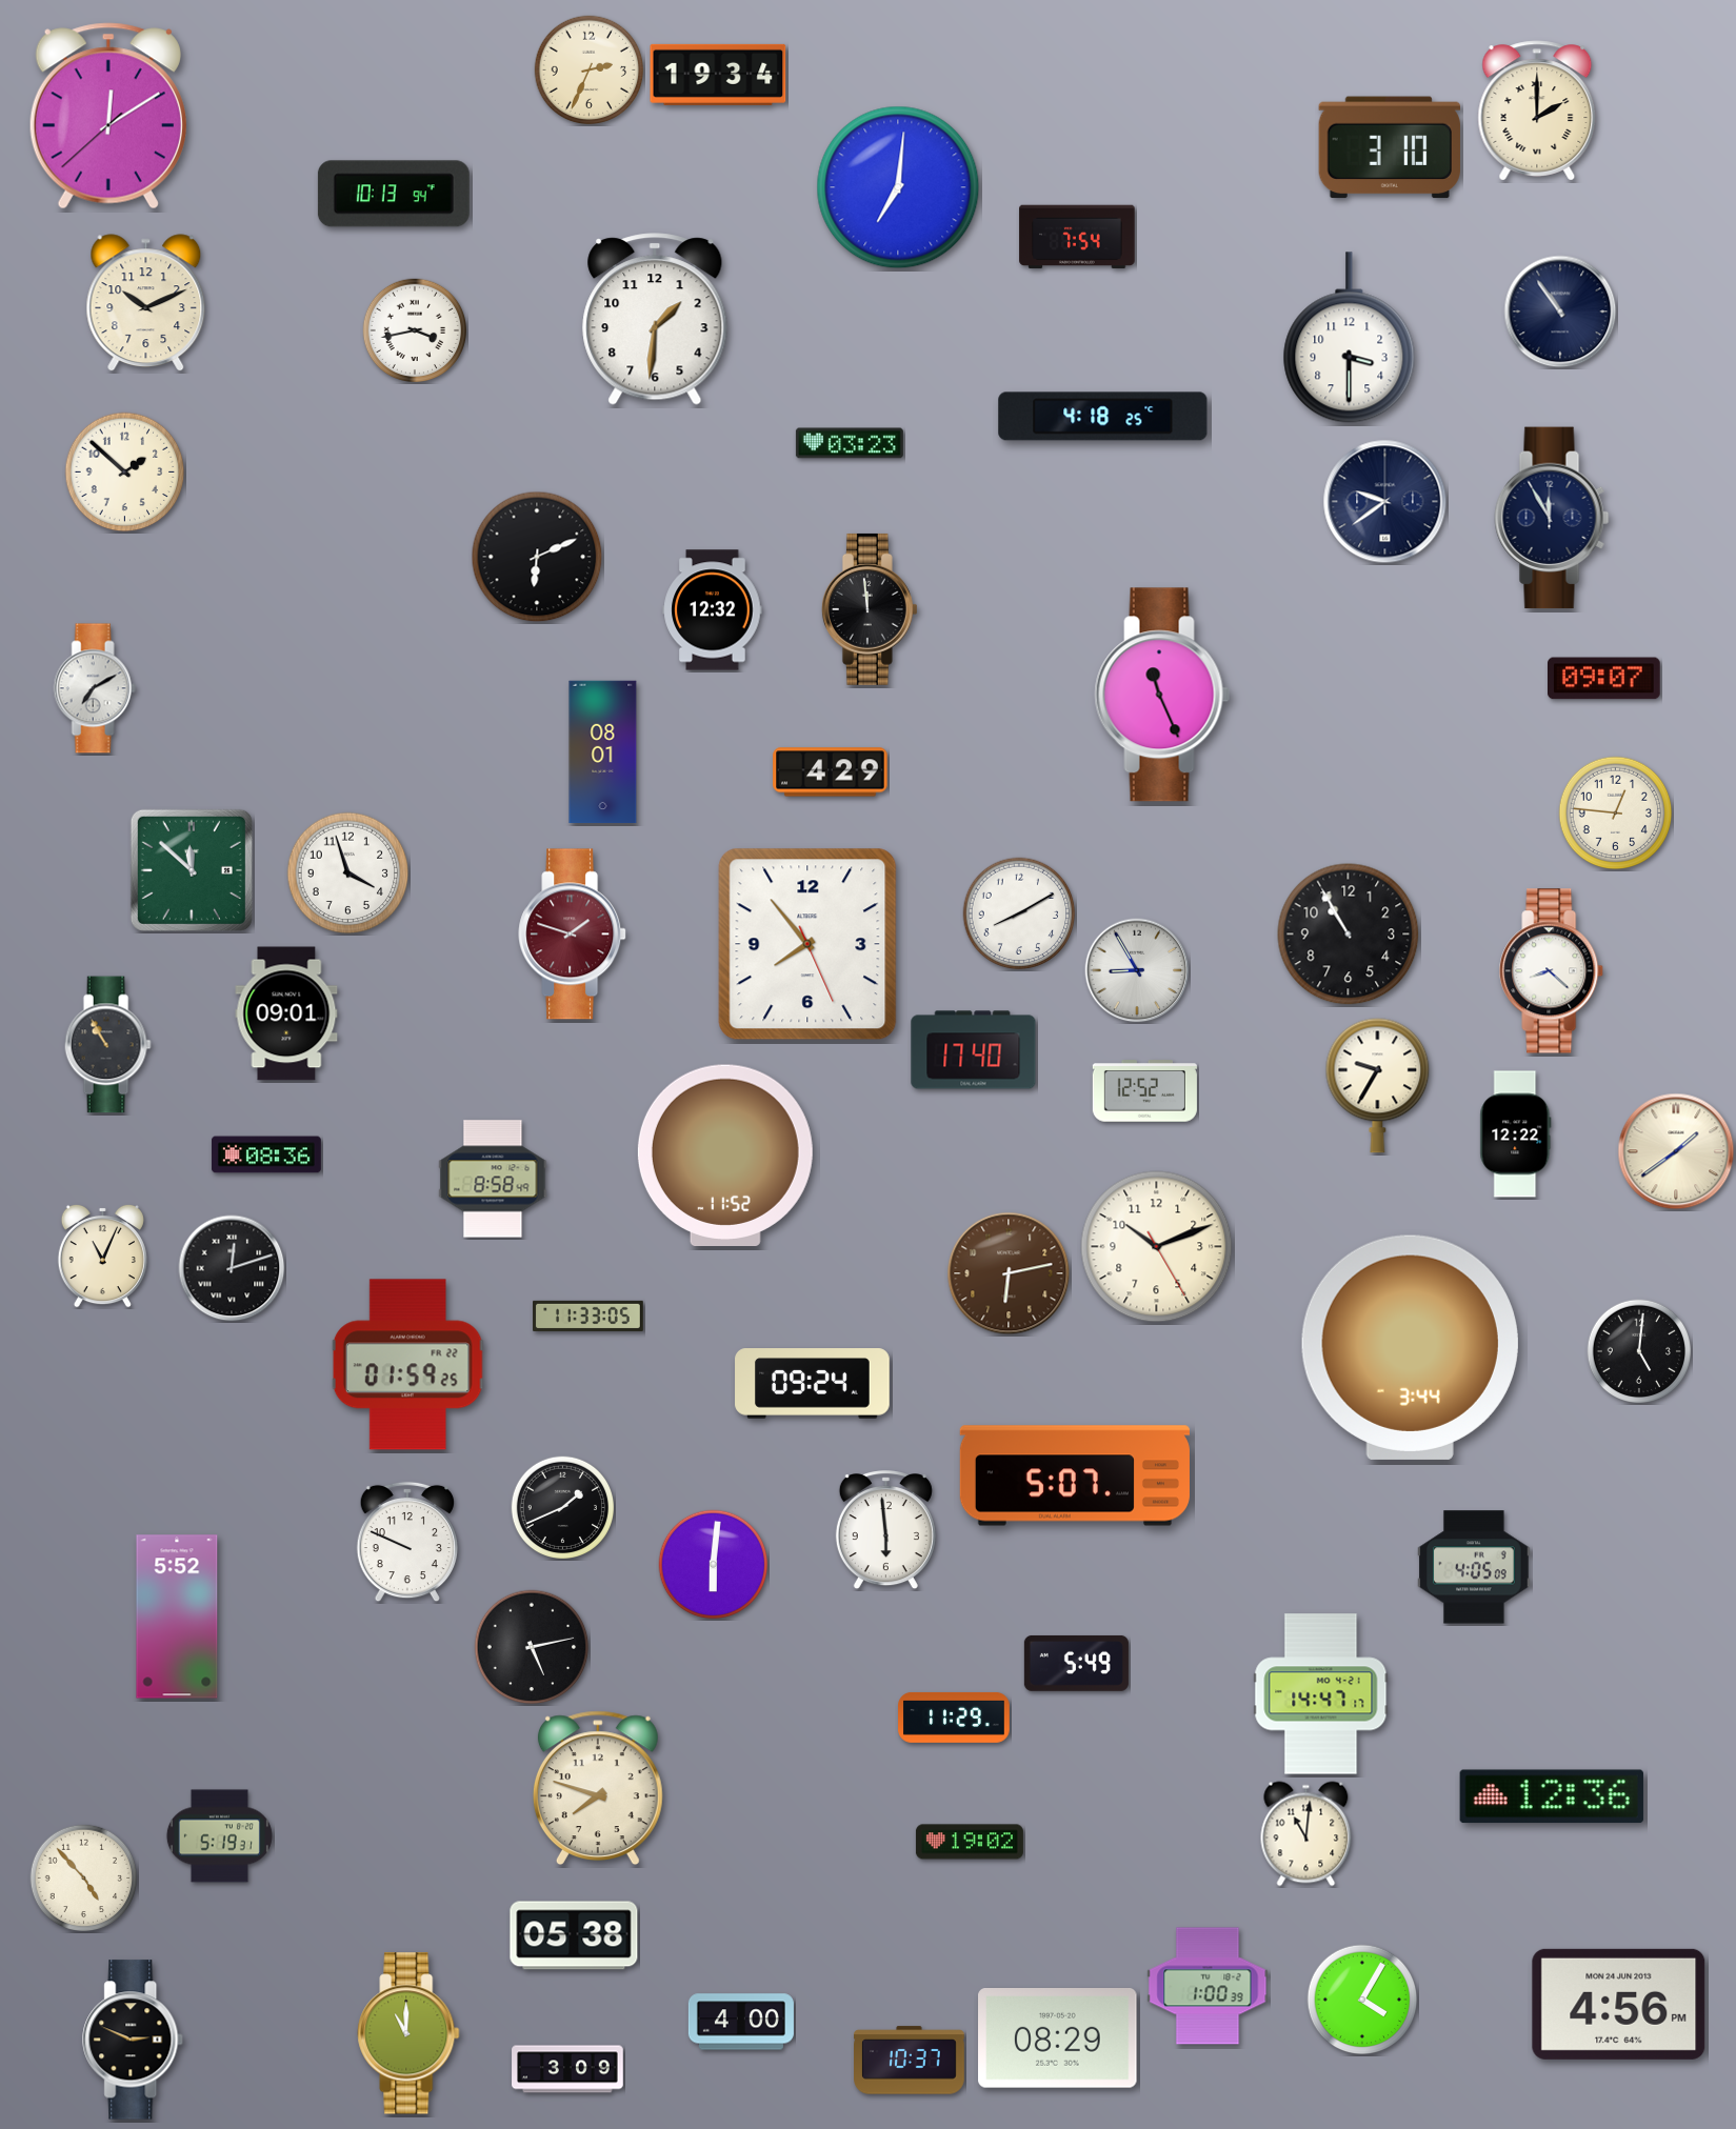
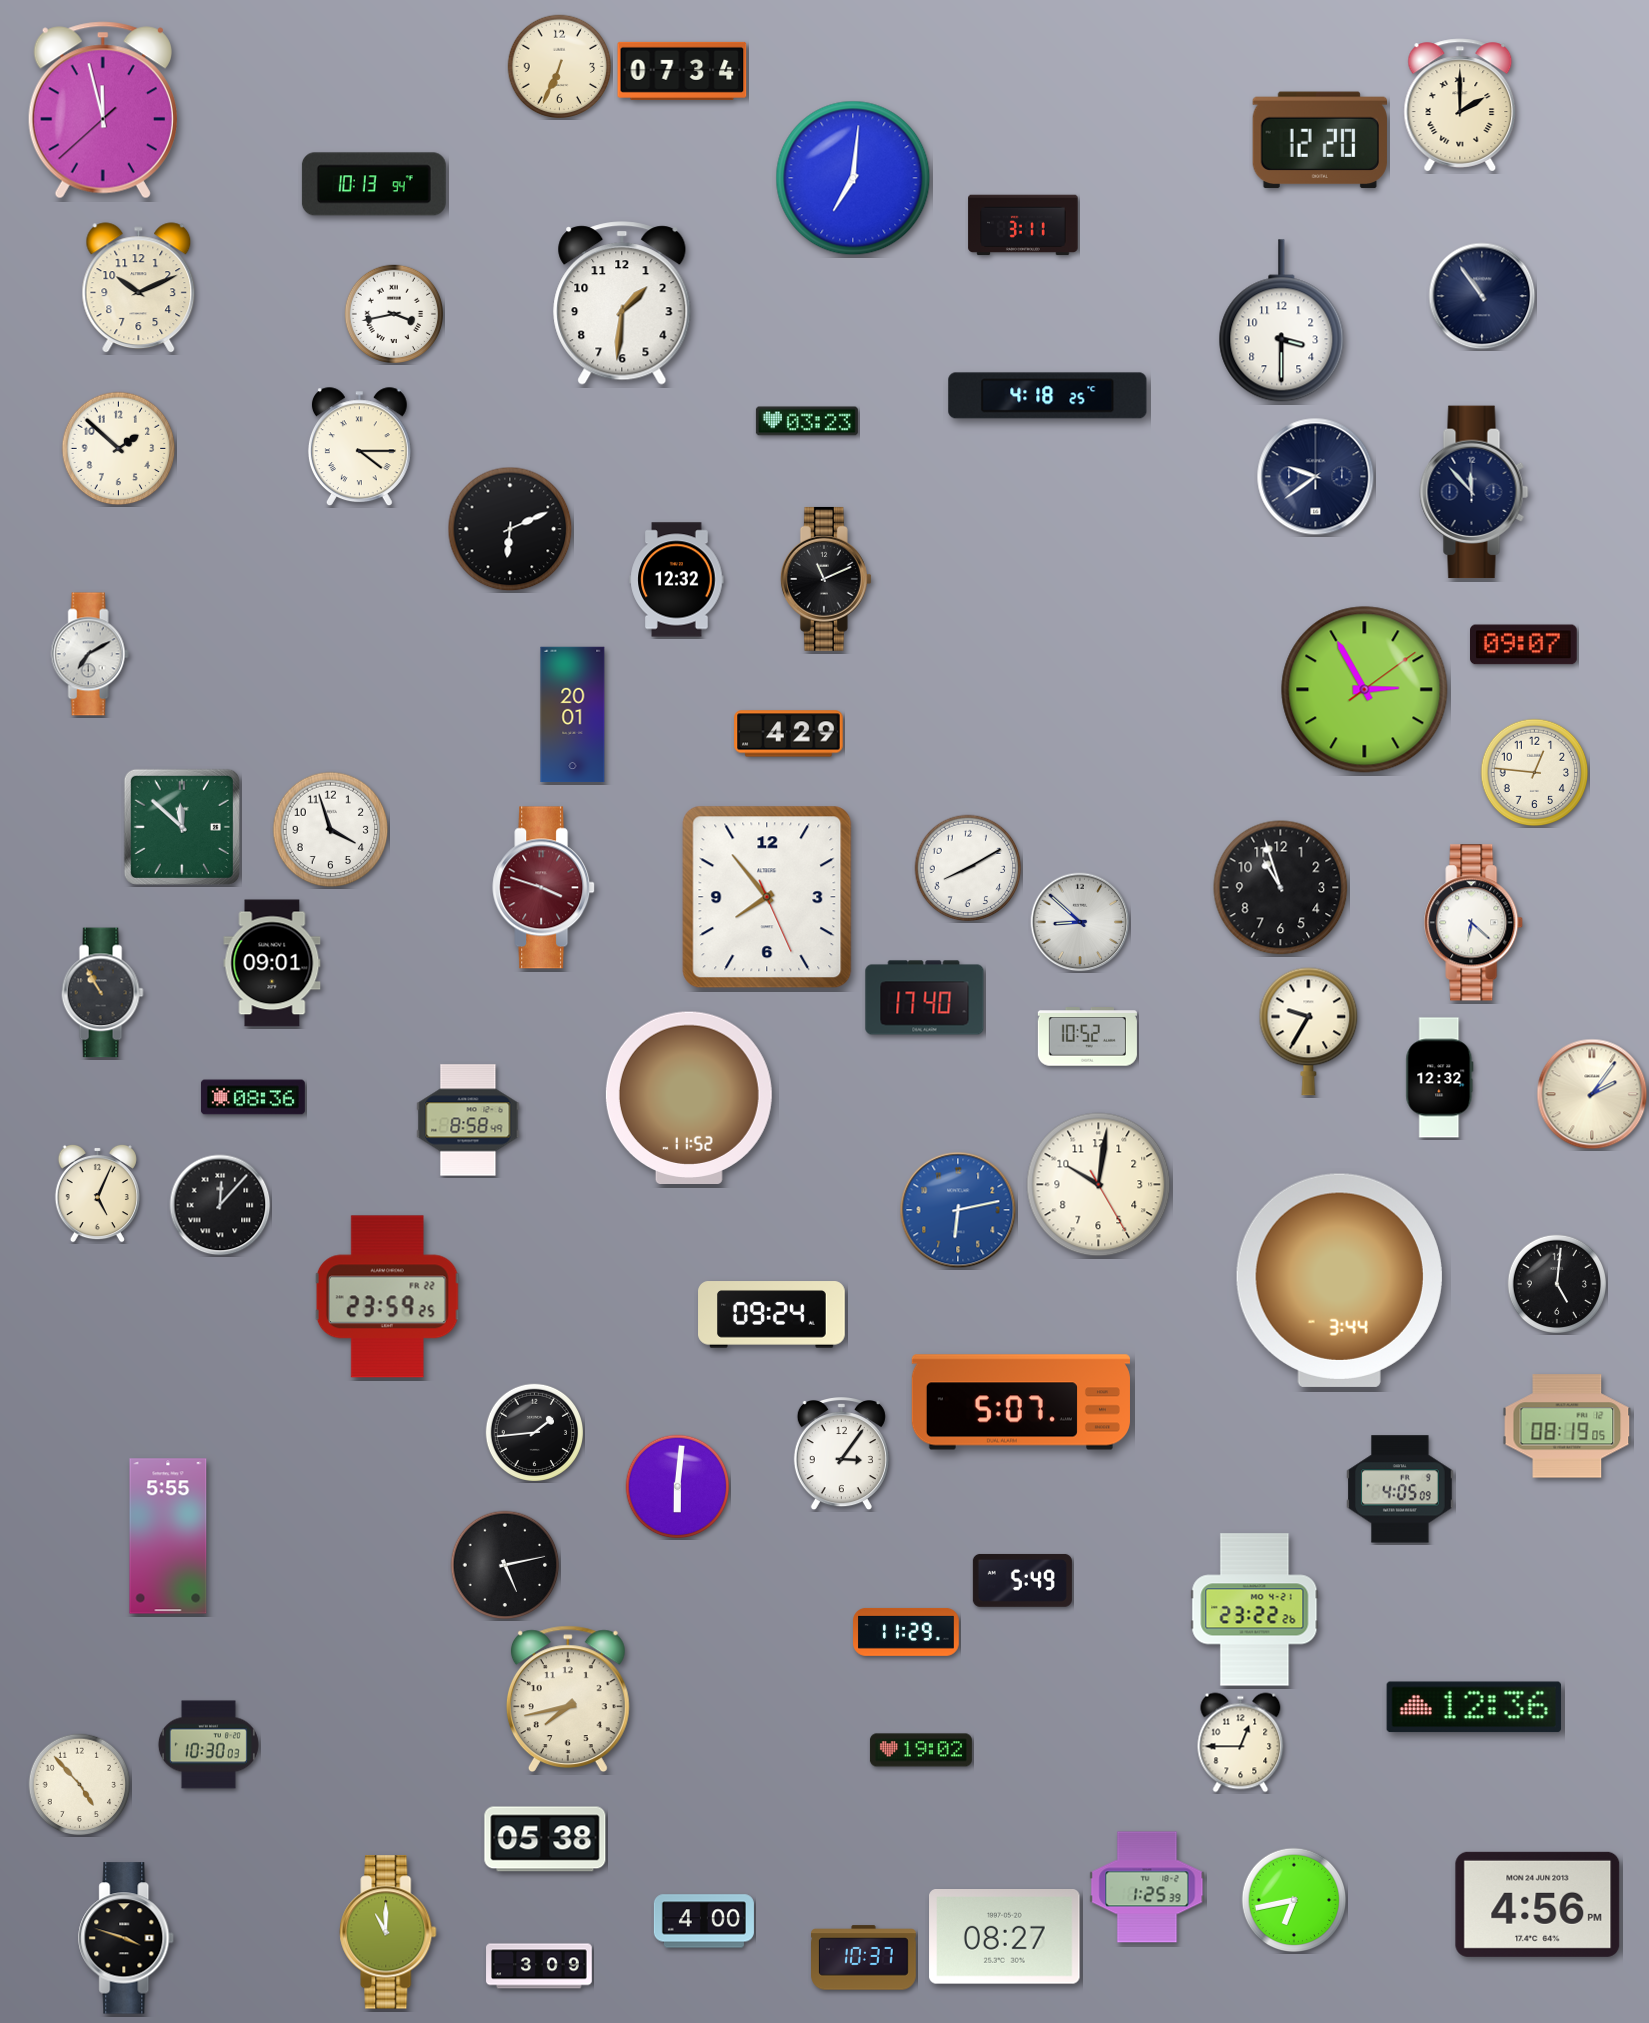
clock at (590, 71): 2:34 -> 6:34
clock at (718, 75): 19:34 -> 07:34
clock at (108, 116): 12:09 -> 11:57
clock at (1390, 147): 3:10 -> 12:20
clock at (1077, 237): 7:54 -> 3:11
clock at (359, 447): none -> 4:15
clock at (1552, 518): 11:55 -> 11:53
clock at (870, 609): 11:59 -> 11:11
clock at (1162, 695): 11:26 -> none
clock at (1365, 690): none -> 2:55
clock at (603, 752): 08:01 -> 20:01
clock at (573, 935): 1:48 -> 3:48
clock at (1349, 935): 10:55 -> 10:57
clock at (1137, 970): 8:55 -> 8:52
clock at (1552, 971): 8:22 -> 6:22
clock at (1144, 1091): 12:52 -> 10:52
clock at (1516, 1134): 12:22 -> 12:32
clock at (1676, 1151): 1:39 -> 2:06
clock at (1157, 1247): 10:11 -> 10:01
clock at (102, 1256): 11:04 -> 5:04
clock at (232, 1268): 12:12 -> 12:07
clock at (1009, 1273) dial: brown -> blue
clock at (588, 1315): 11:33 -> none
clock at (408, 1365): 01:59 -> 23:59
clock at (1567, 1426): none -> 08:19
clock at (562, 1507): 1:41 -> 1:44
clock at (885, 1531): 5:59 -> 3:06
clock at (406, 1542): 9:49 -> none
clock at (177, 1616): 5:52 -> 5:55
clock at (1321, 1694): 14:47 -> 23:22
clock at (598, 1788): 7:48 -> 7:43
clock at (1306, 1834): 11:01 -> 12:45
clock at (219, 1836): 5:19 -> 10:30
clock at (1208, 1986): 1:00 -> 1:25
clock at (1362, 2000): 4:05 -> 6:43
clock at (1058, 2038): 08:29 -> 08:27
clock at (134, 2040): 2:49 -> 3:48
